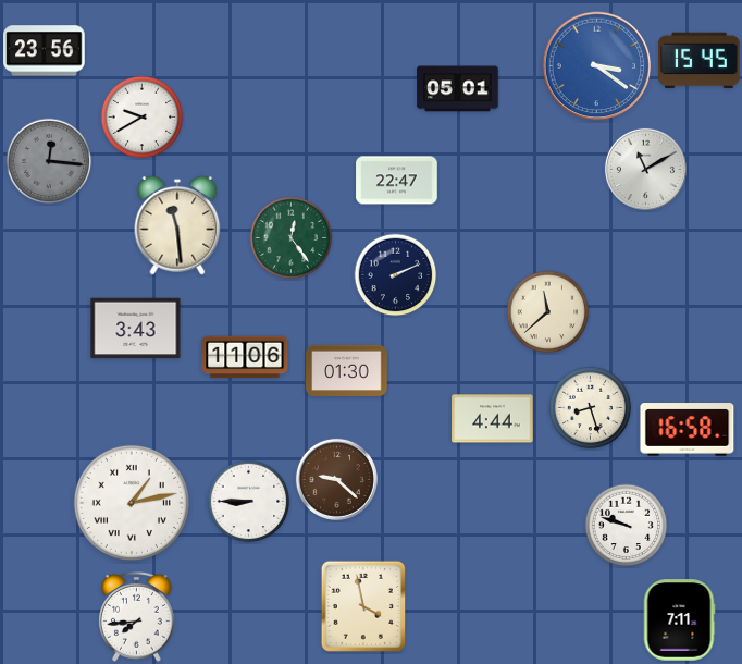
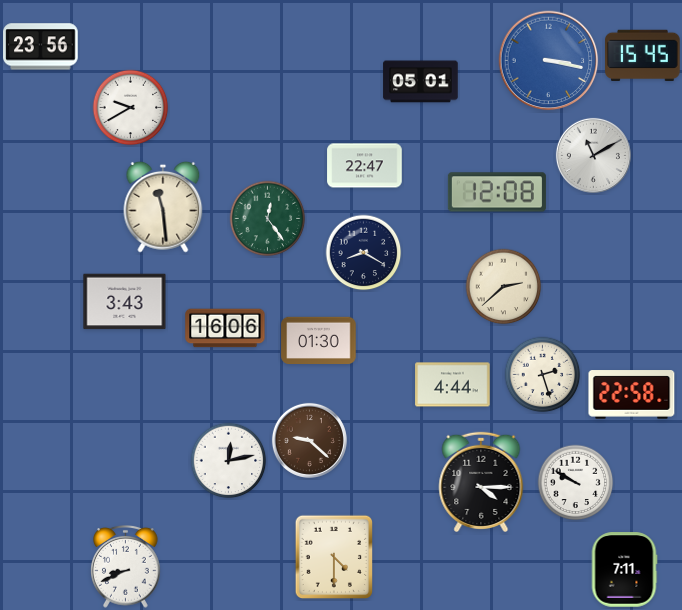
clock at (597, 66): 3:21 -> 3:17
clock at (49, 161): 12:16 -> none
clock at (497, 192): none -> 12:08
clock at (396, 275): 2:11 -> 8:20
clock at (548, 312): 11:38 -> 2:38
clock at (245, 357): 11:06 -> 16:06
clock at (591, 408): 8:27 -> 2:27
clock at (688, 430): 16:58 -> 22:58
clock at (249, 502): 8:45 -> 12:13
clock at (132, 503): 1:13 -> none
clock at (481, 481): none -> 4:15
clock at (627, 526): 9:48 -> 9:50
clock at (362, 606): 3:58 -> 4:30
clock at (137, 617): 7:44 -> 8:41
